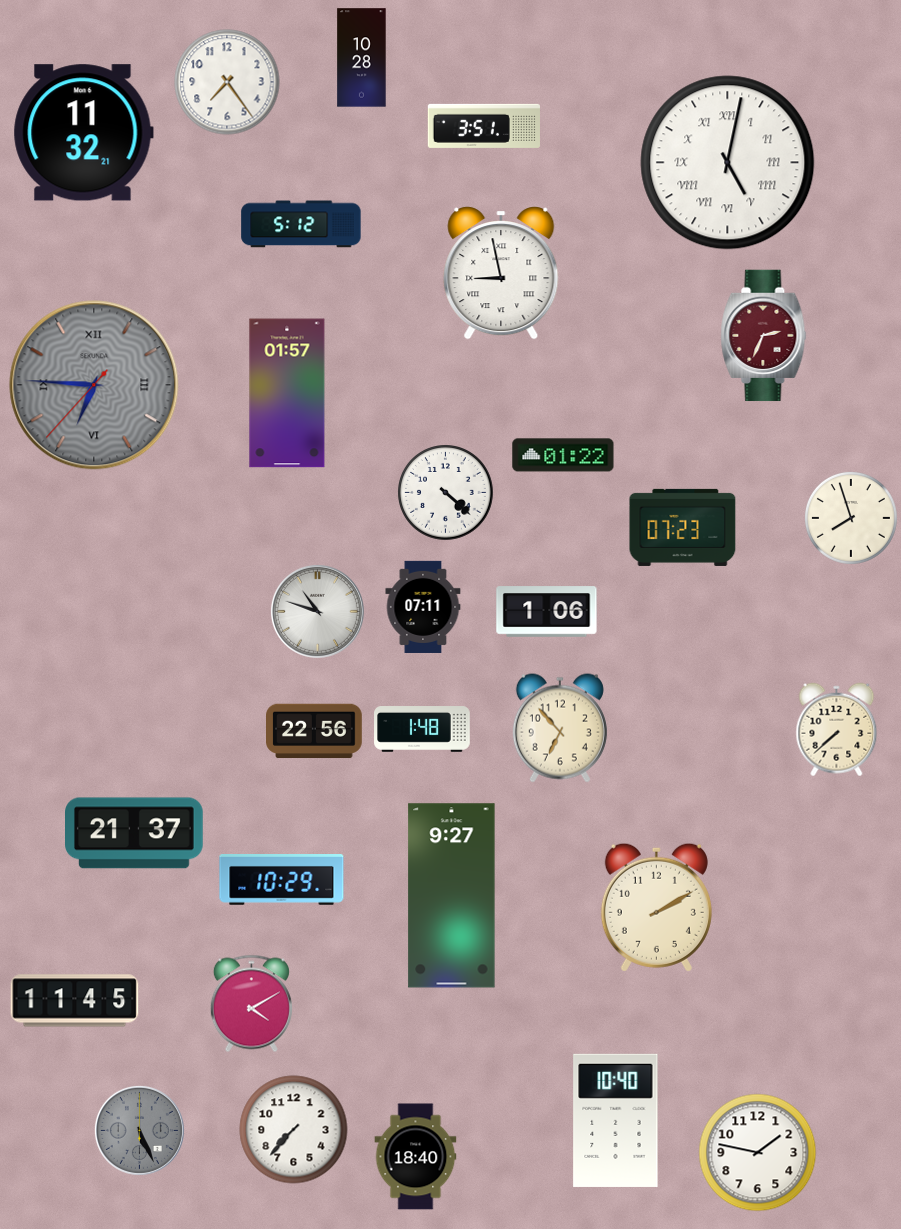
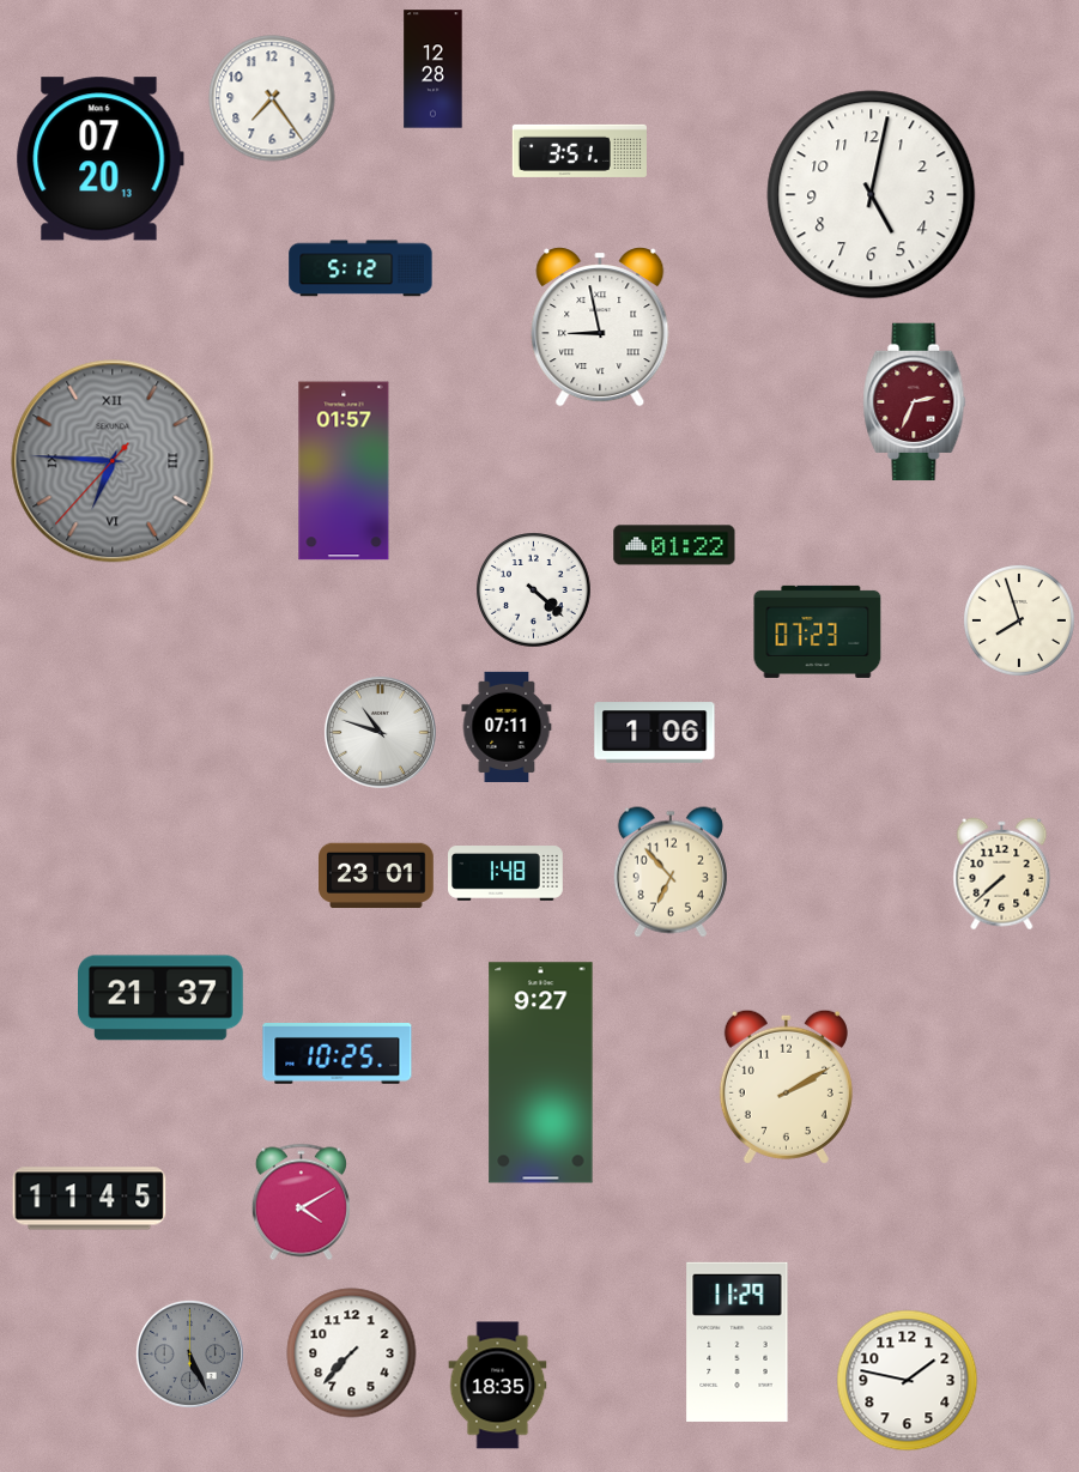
clock at (362, 58): 10:28 -> 12:28
clock at (83, 133): 11:32 -> 07:20
clock at (728, 163) numerals: Roman -> Arabic
clock at (315, 731): 22:56 -> 23:01
clock at (282, 880): 10:29 -> 10:25
clock at (616, 1120): 10:40 -> 11:29
clock at (139, 1130) position: (139, 1130) -> (189, 1353)
clock at (416, 1157): 18:40 -> 18:35
